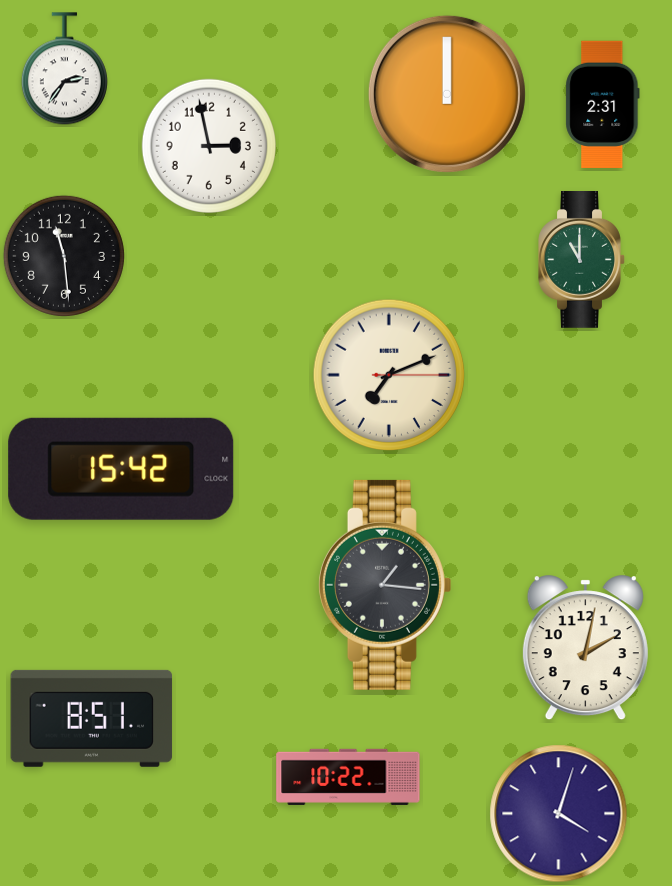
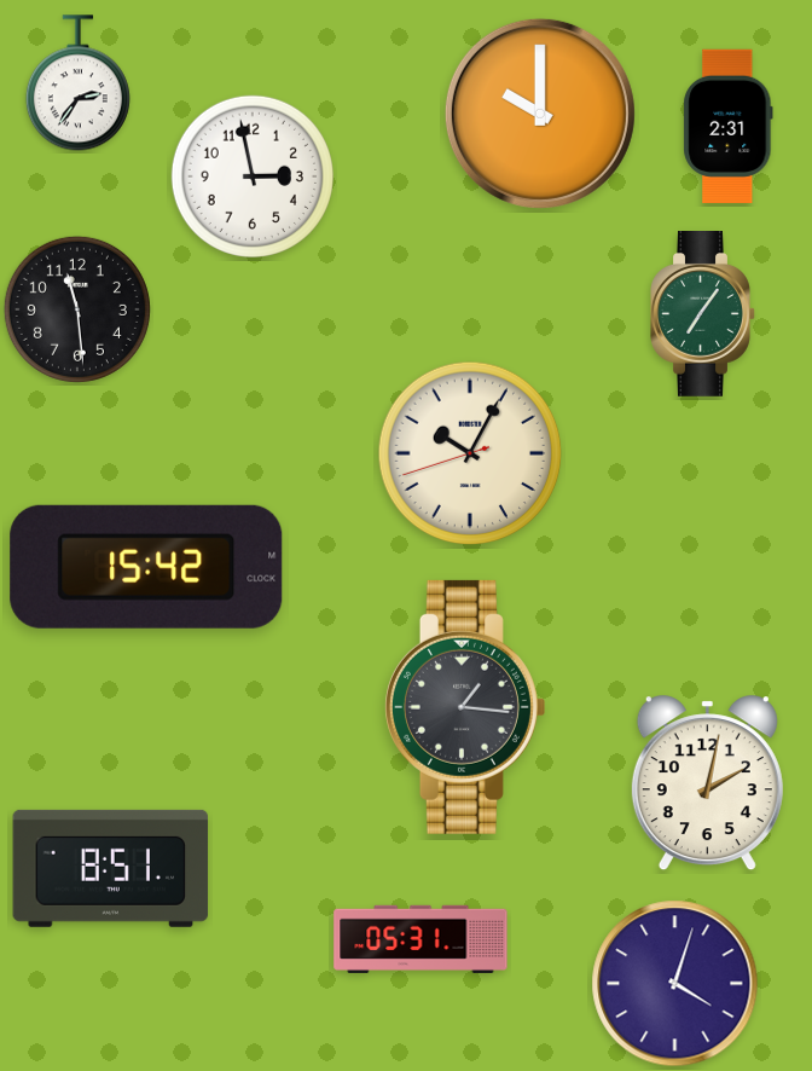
clock at (447, 94): 12:00 -> 10:00
clock at (582, 260): 11:00 -> 7:06
clock at (389, 375): 7:11 -> 10:04
clock at (348, 777): 10:22 -> 05:31
